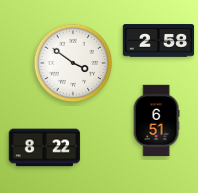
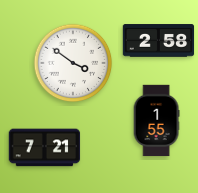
clock at (156, 121): 6:51 -> 1:55
clock at (45, 148): 8:22 -> 7:21
